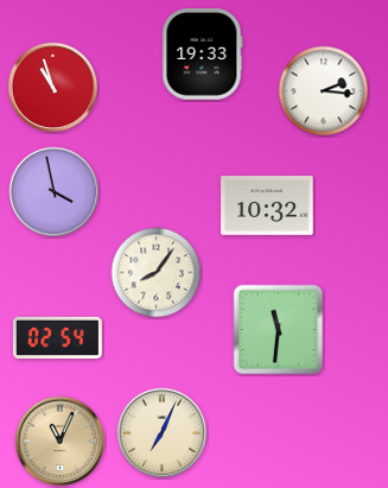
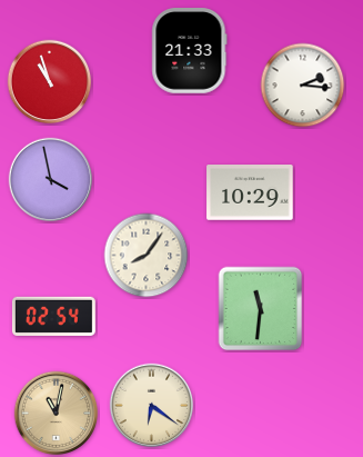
clock at (203, 55): 19:33 -> 21:33
clock at (267, 207): 10:32 -> 10:29
clock at (163, 433): 7:04 -> 6:21
clock at (61, 442): 11:04 -> 11:02
